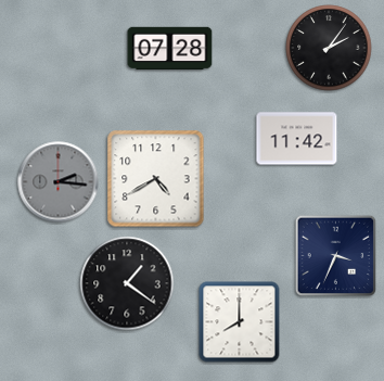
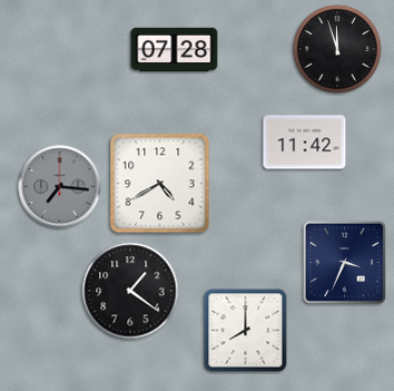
clock at (329, 48): 2:06 -> 11:57
clock at (59, 182): 2:16 -> 7:16
